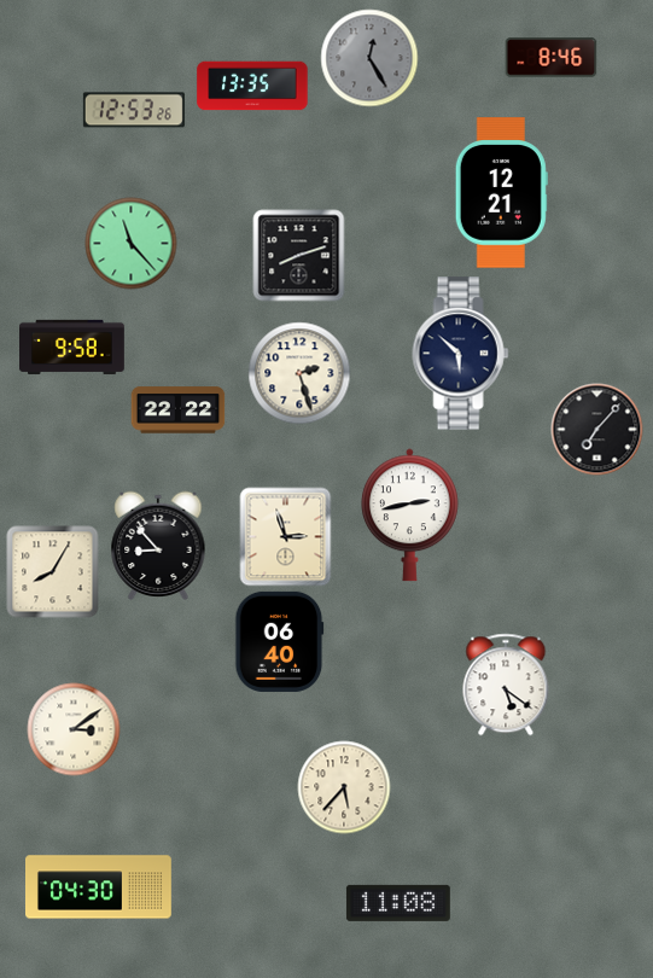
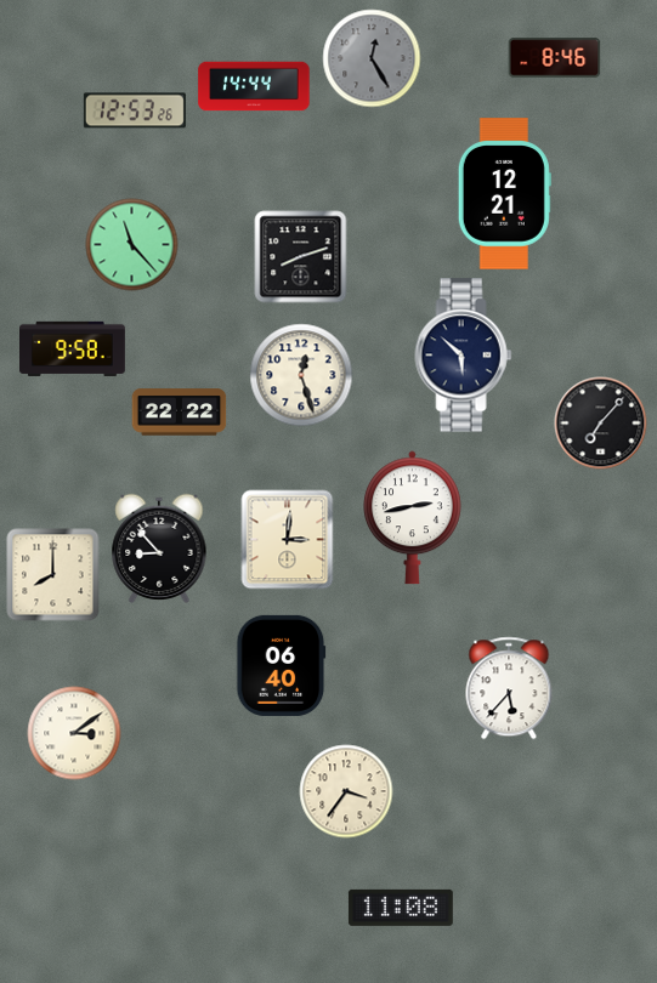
clock at (252, 86): 13:35 -> 14:44
clock at (299, 373): 2:27 -> 12:27
clock at (597, 430) position: (597, 430) -> (601, 424)
clock at (286, 537): 2:57 -> 3:01
clock at (53, 572): 8:05 -> 8:00
clock at (280, 641) position: (280, 641) -> (282, 665)
clock at (506, 685): 5:21 -> 5:37
clock at (344, 787): 5:37 -> 3:36
clock at (99, 887): 04:30 -> none
